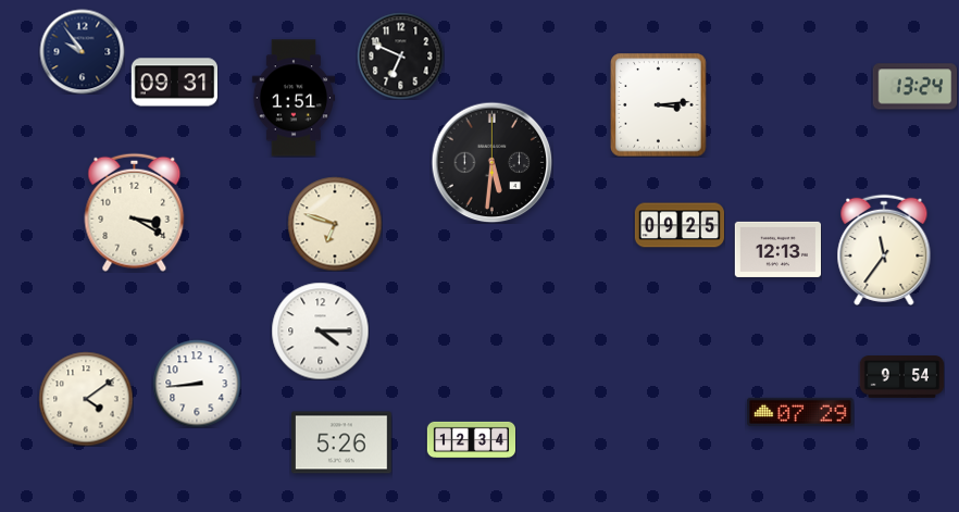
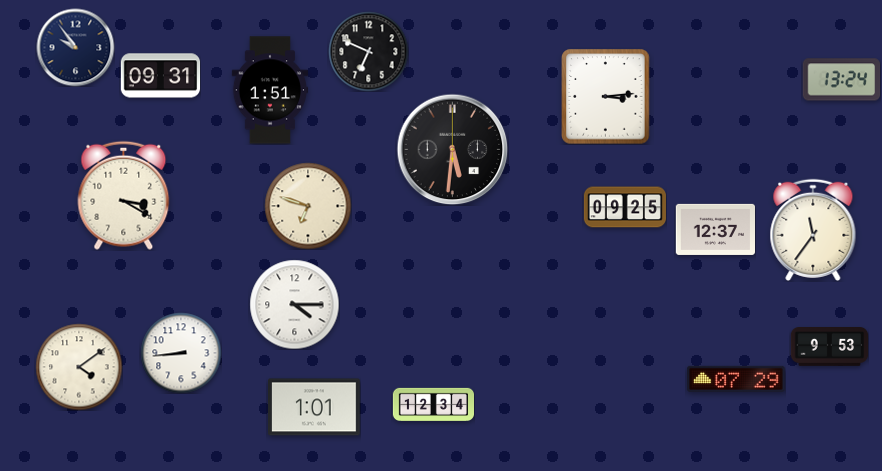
clock at (777, 249): 12:13 -> 12:37
clock at (901, 377): 9:54 -> 9:53
clock at (342, 442): 5:26 -> 1:01
